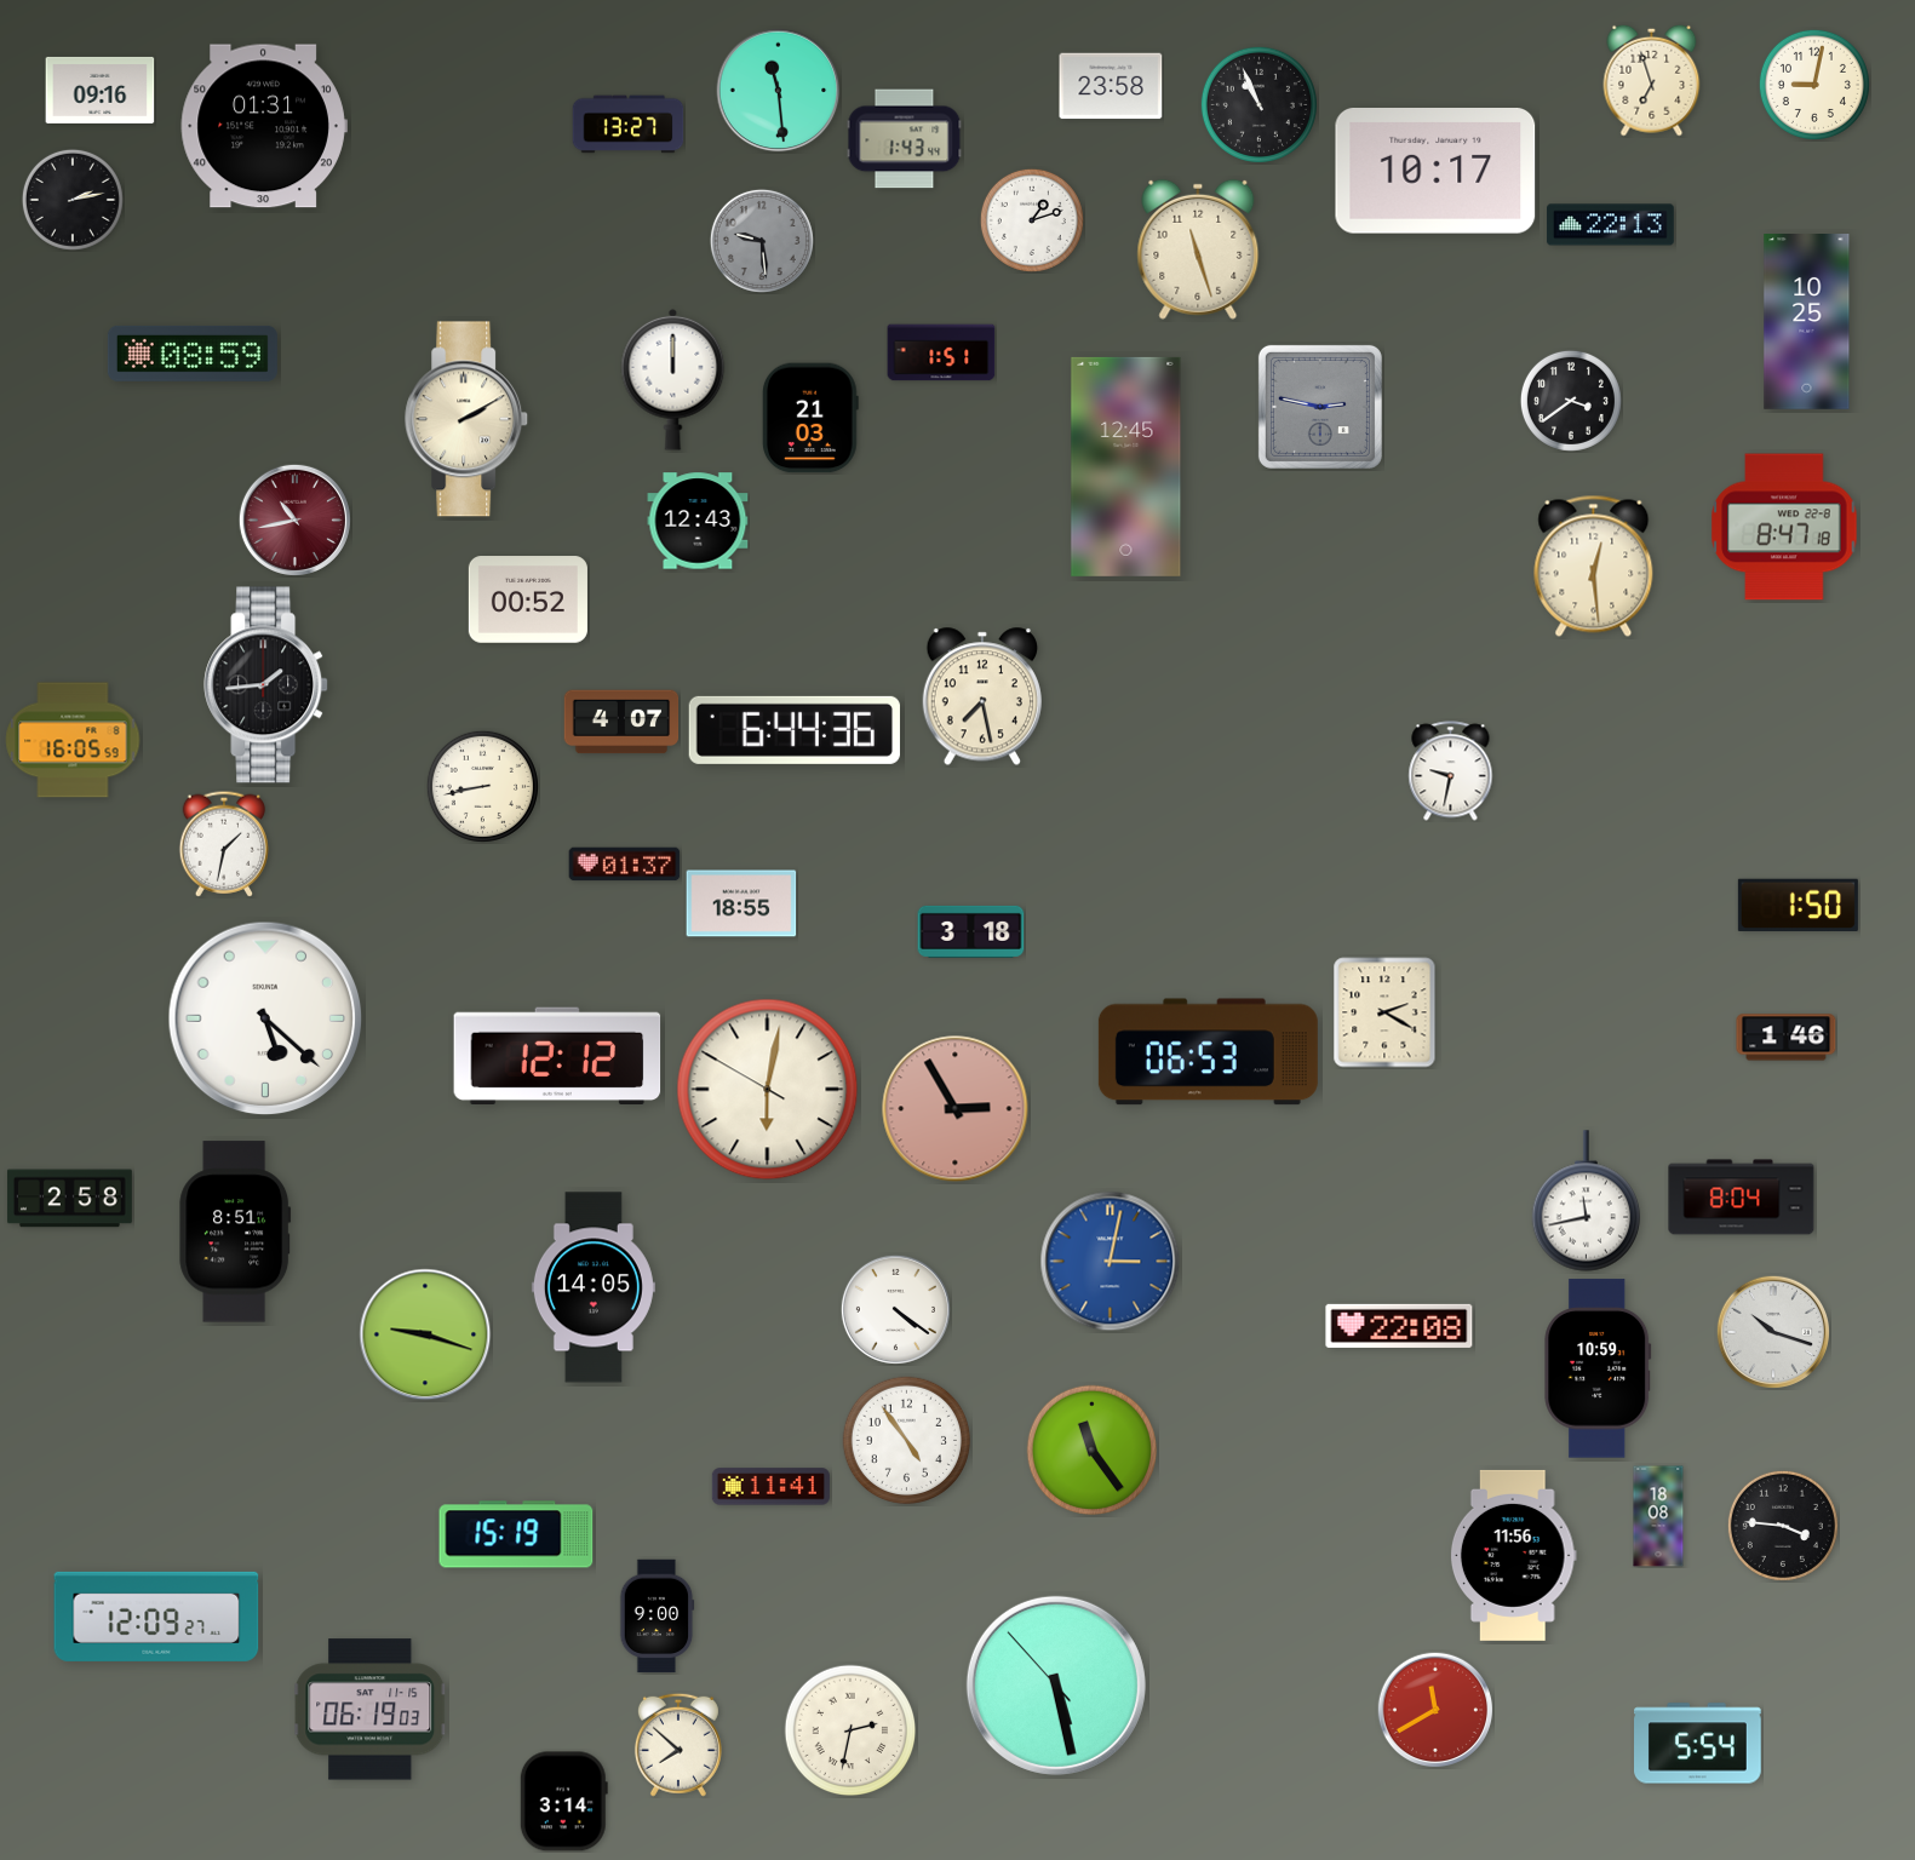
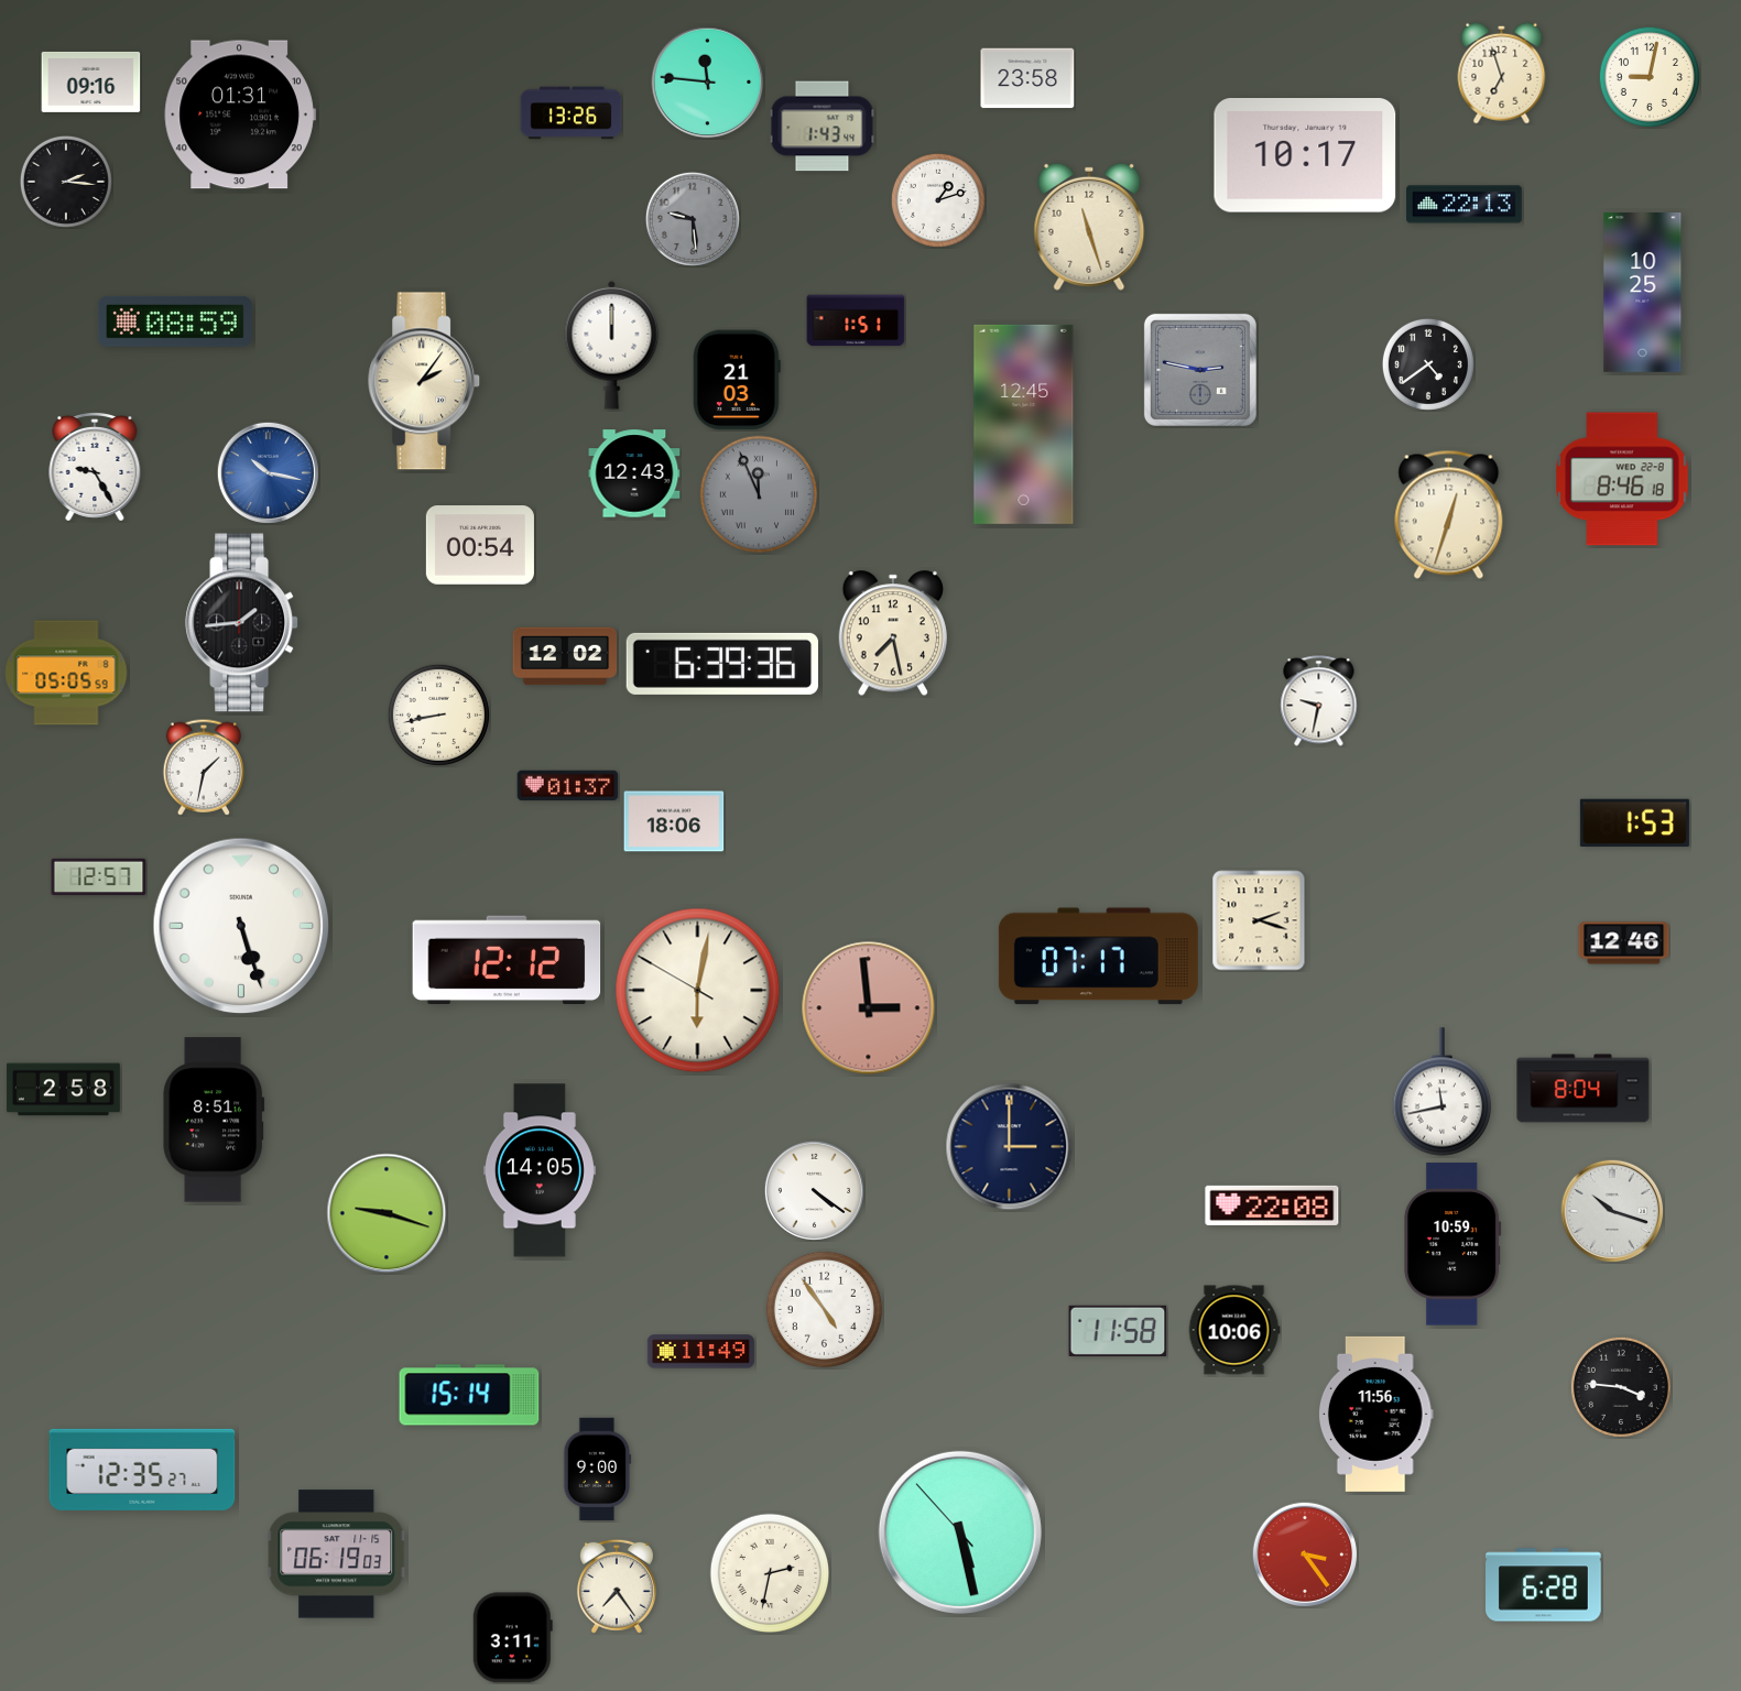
clock at (1111, 86) position: (1111, 86) -> (1027, 78)
clock at (779, 91): 11:29 -> 11:46
clock at (1258, 104): 10:56 -> none
clock at (629, 125): 13:27 -> 13:26
clock at (73, 200): 2:13 -> 2:16
clock at (1571, 401): 3:39 -> 4:39
clock at (468, 419): 2:10 -> 2:06
clock at (95, 467): none -> 9:25
clock at (294, 519): 10:43 -> 10:17
clock at (294, 519) dial: burgundy -> blue
clock at (1784, 527): 8:47 -> 8:46
clock at (759, 494): none -> 11:56
clock at (1594, 566): 12:29 -> 12:33
clock at (528, 599): 00:52 -> 00:54
clock at (621, 722): 4:07 -> 12:02
clock at (795, 730): 6:44 -> 6:39
clock at (73, 740): 16:05 -> 05:05
clock at (741, 903): 18:55 -> 18:06
clock at (1798, 906): 1:50 -> 1:53
clock at (971, 931): 3:18 -> none
clock at (99, 877): none -> 12:57
clock at (1384, 1012): 2:20 -> 2:18
clock at (265, 1018): 5:22 -> 5:27
clock at (1787, 1038): 1:46 -> 12:46
clock at (1208, 1052): 06:53 -> 07:17
clock at (956, 1109): 2:55 -> 2:59
clock at (1111, 1262): 3:02 -> 3:00
clock at (1111, 1262) dial: blue -> navy
clock at (1093, 1451): 11:24 -> none
clock at (1234, 1330): none -> 10:06
clock at (1118, 1331): none -> 11:58
clock at (770, 1487): 11:41 -> 11:49
clock at (1658, 1516): 18:08 -> none
clock at (516, 1534): 15:19 -> 15:14
clock at (156, 1617): 12:09 -> 12:35
clock at (1435, 1710): 11:40 -> 3:24
clock at (850, 1730) position: (850, 1730) -> (770, 1573)
clock at (1698, 1744): 5:54 -> 6:28
clock at (678, 1745): 7:52 -> 7:24
clock at (563, 1802): 3:14 -> 3:11
